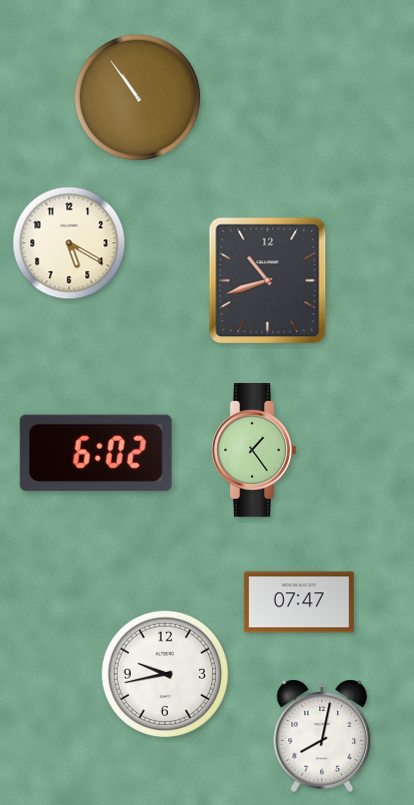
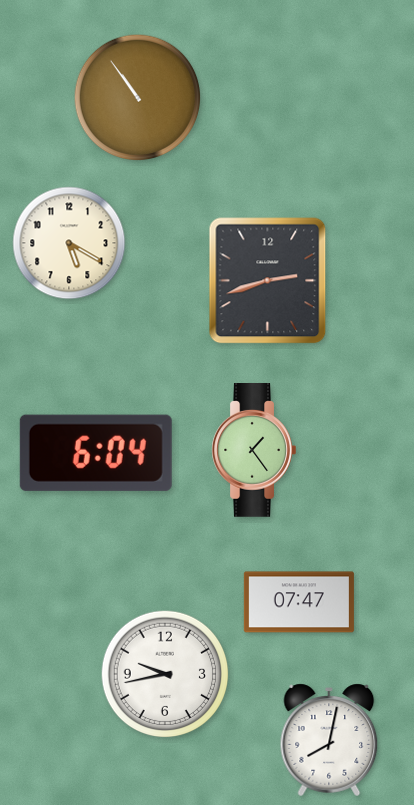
clock at (268, 281): 10:42 -> 2:42
clock at (96, 453): 6:02 -> 6:04
clock at (322, 736) position: (322, 736) -> (329, 740)
